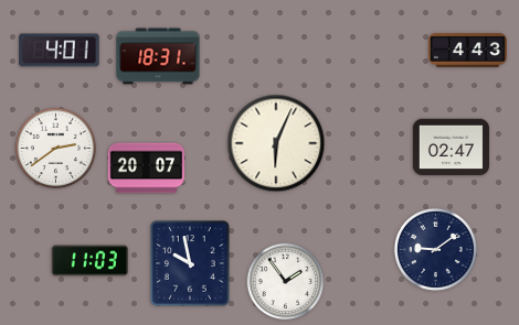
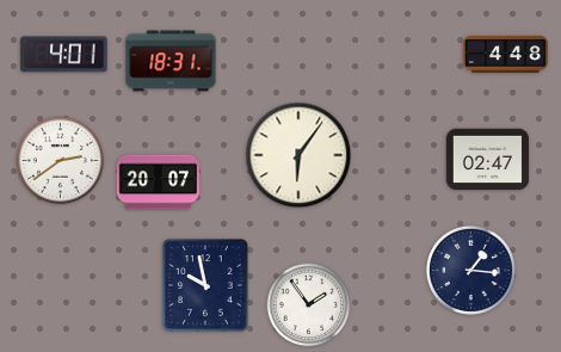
clock at (468, 50): 4:43 -> 4:48
clock at (276, 143): 6:04 -> 6:06
clock at (435, 249): 9:09 -> 1:16
clock at (89, 261): 11:03 -> none
